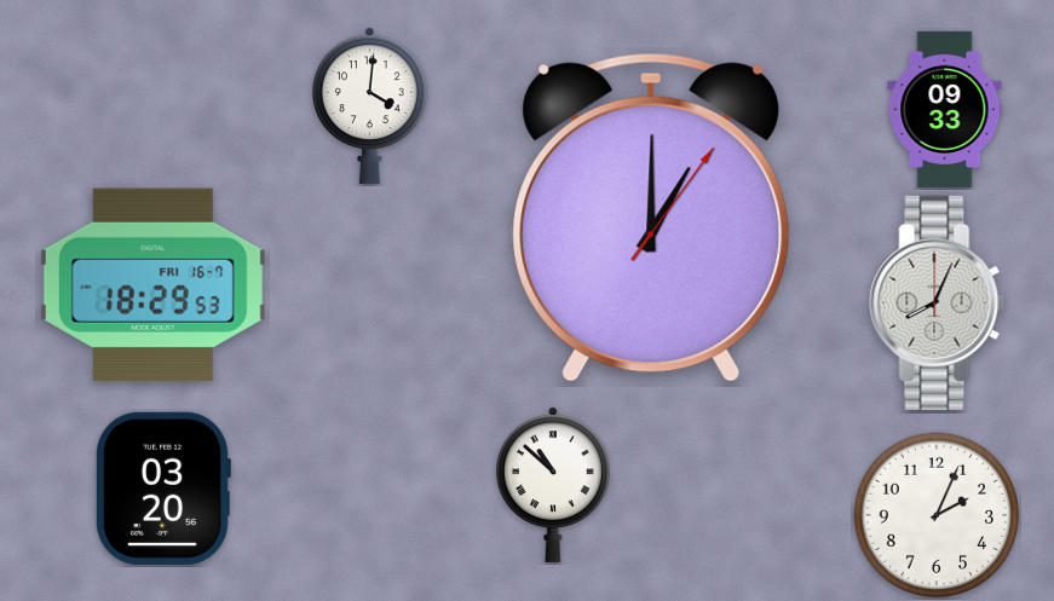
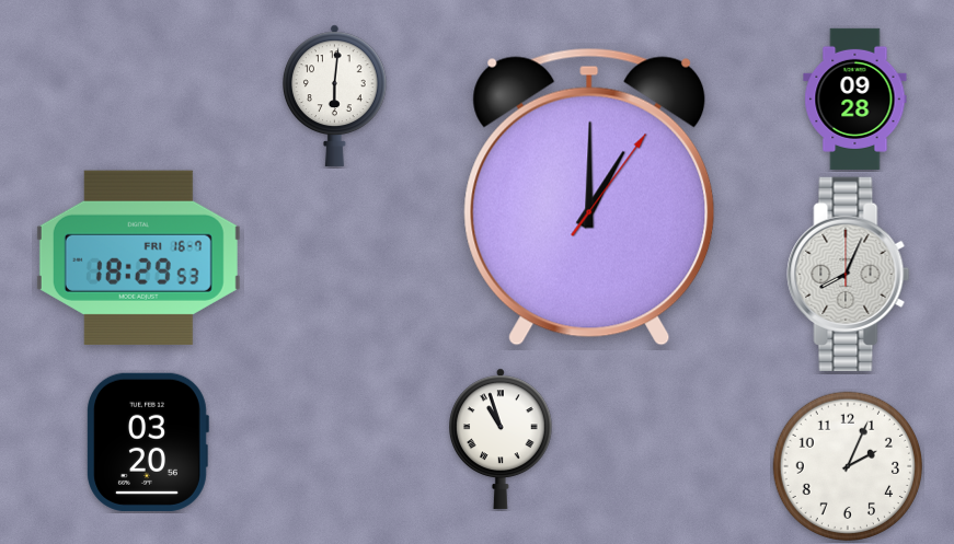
clock at (370, 105): 4:01 -> 6:01
clock at (945, 109): 09:33 -> 09:28
clock at (554, 485): 10:52 -> 10:57
